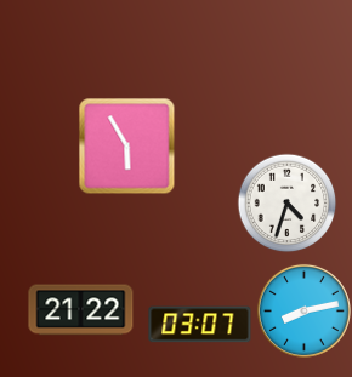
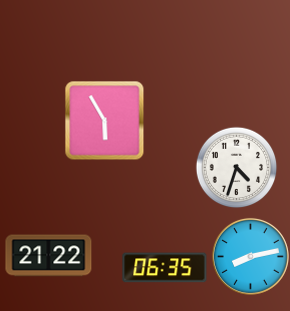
clock at (81, 310) position: (81, 310) -> (49, 256)
clock at (200, 325): 03:07 -> 06:35
